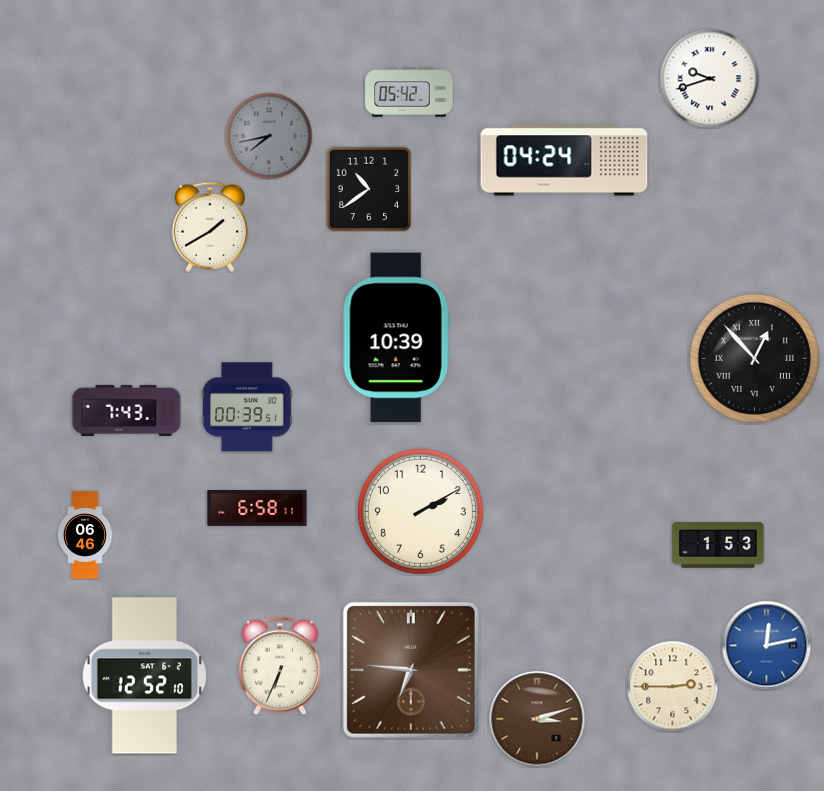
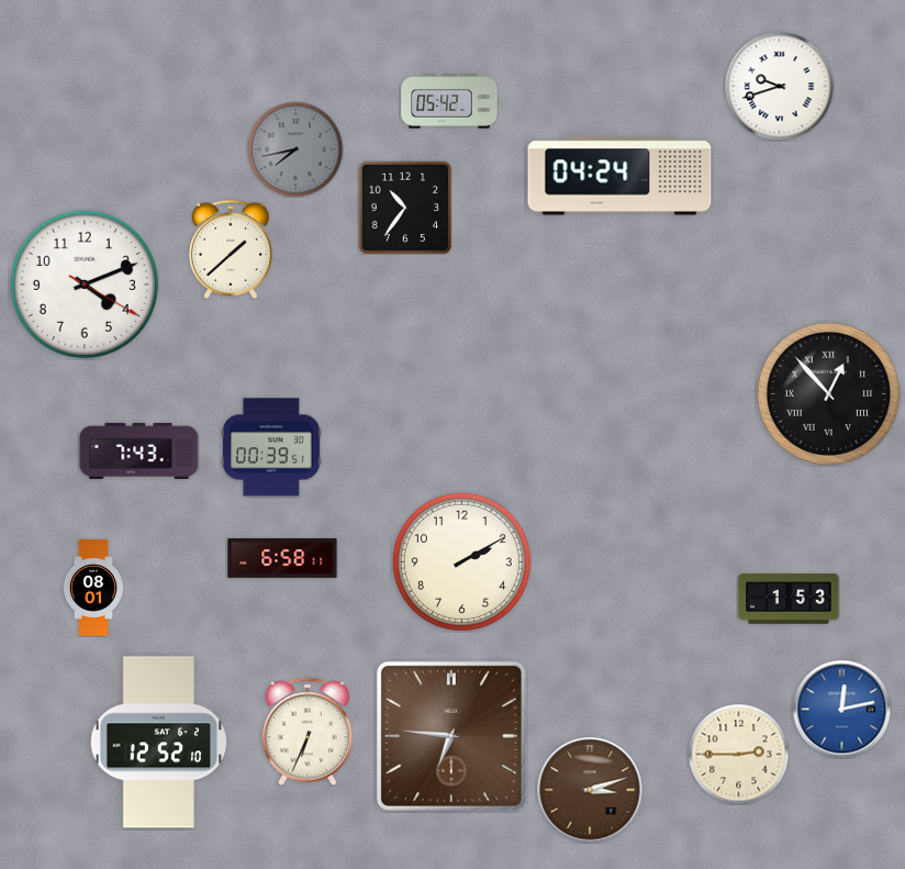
clock at (368, 188): 10:39 -> 10:36
clock at (210, 227): 1:40 -> 1:38
clock at (85, 285): none -> 4:11
clock at (396, 338): 10:39 -> none
clock at (85, 535): 06:46 -> 08:01
